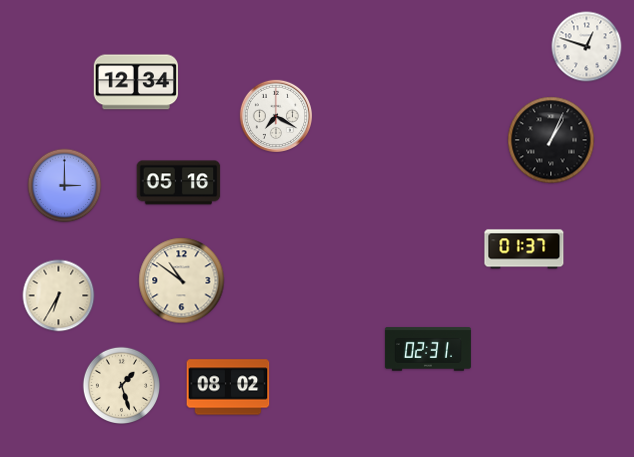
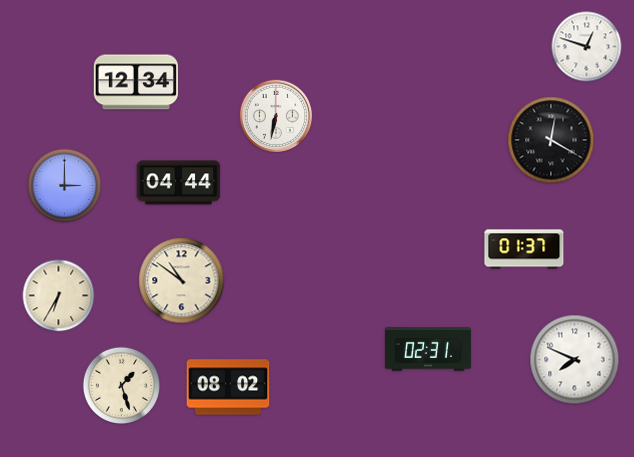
clock at (275, 115): 7:20 -> 6:32
clock at (551, 140): 1:04 -> 12:20
clock at (179, 183): 05:16 -> 04:44
clock at (575, 360): none -> 7:49
